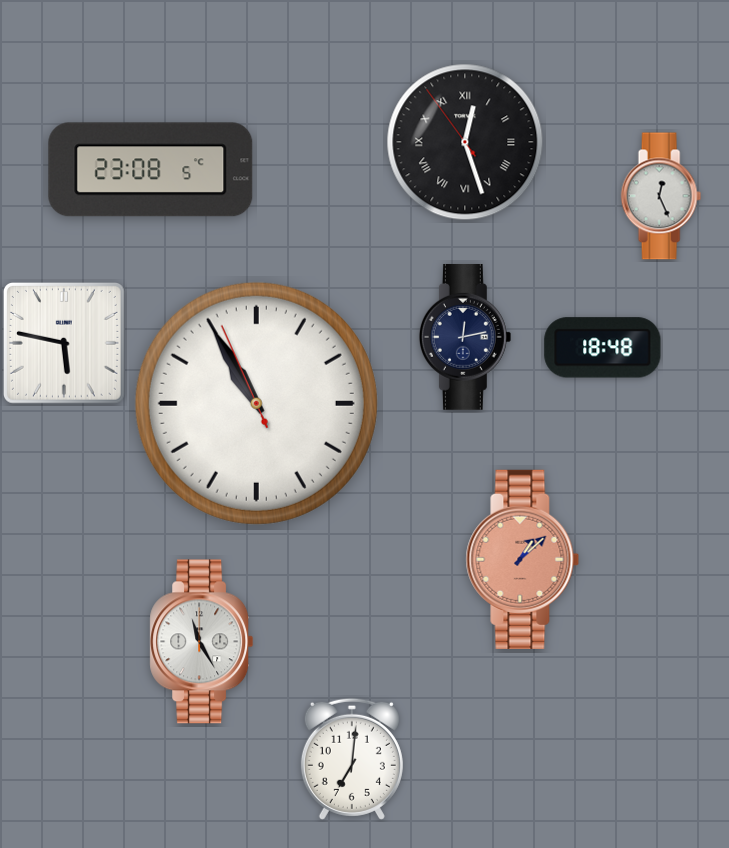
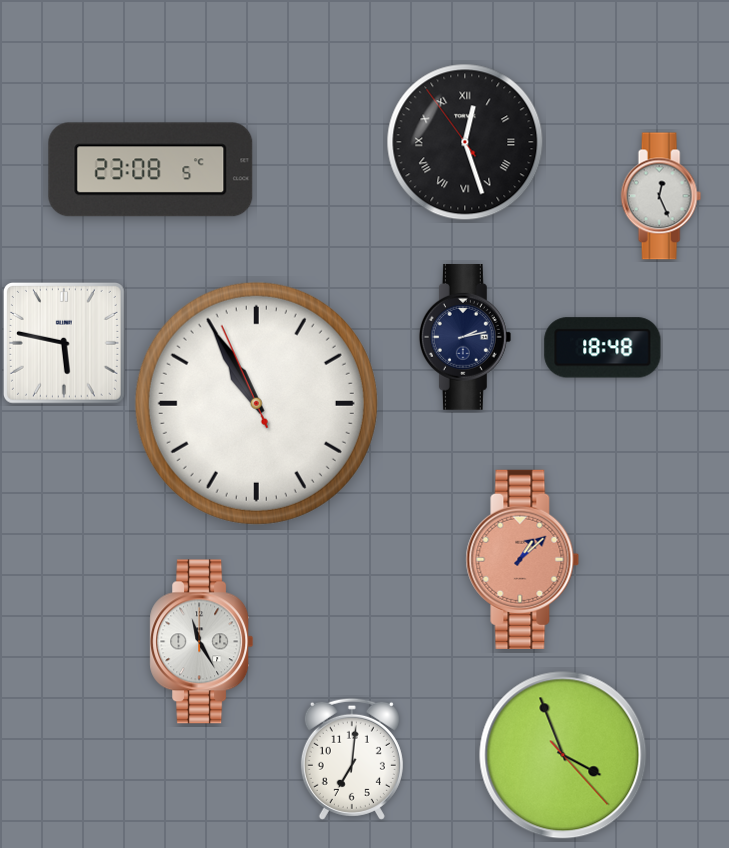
clock at (465, 337): 12:13 -> 2:13
clock at (563, 755): none -> 3:56
